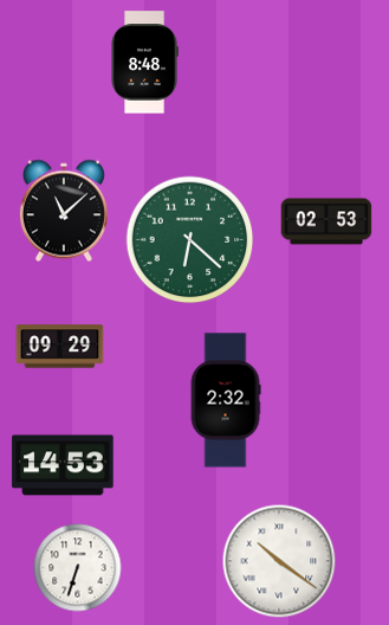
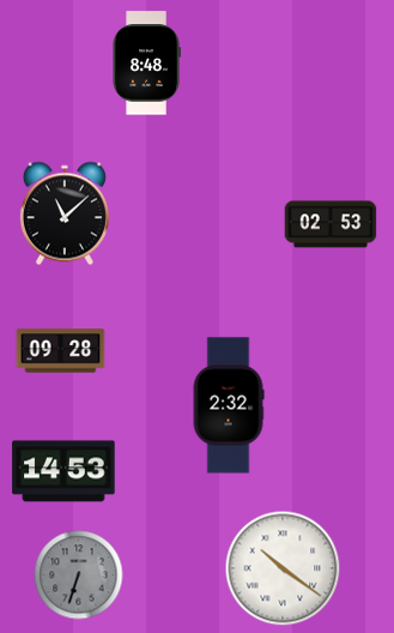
clock at (190, 240): 6:22 -> none
clock at (60, 347): 09:29 -> 09:28
clock at (78, 568) dial: white -> grey
